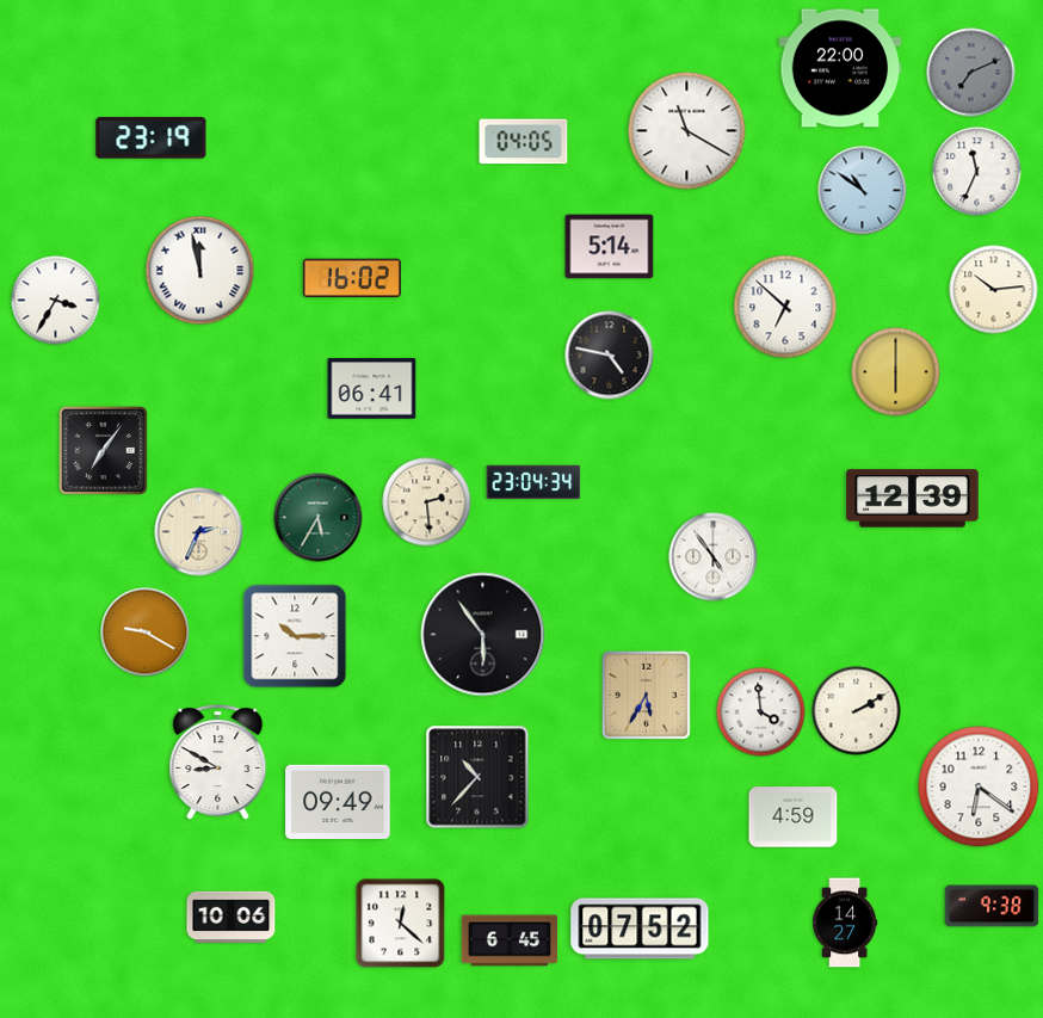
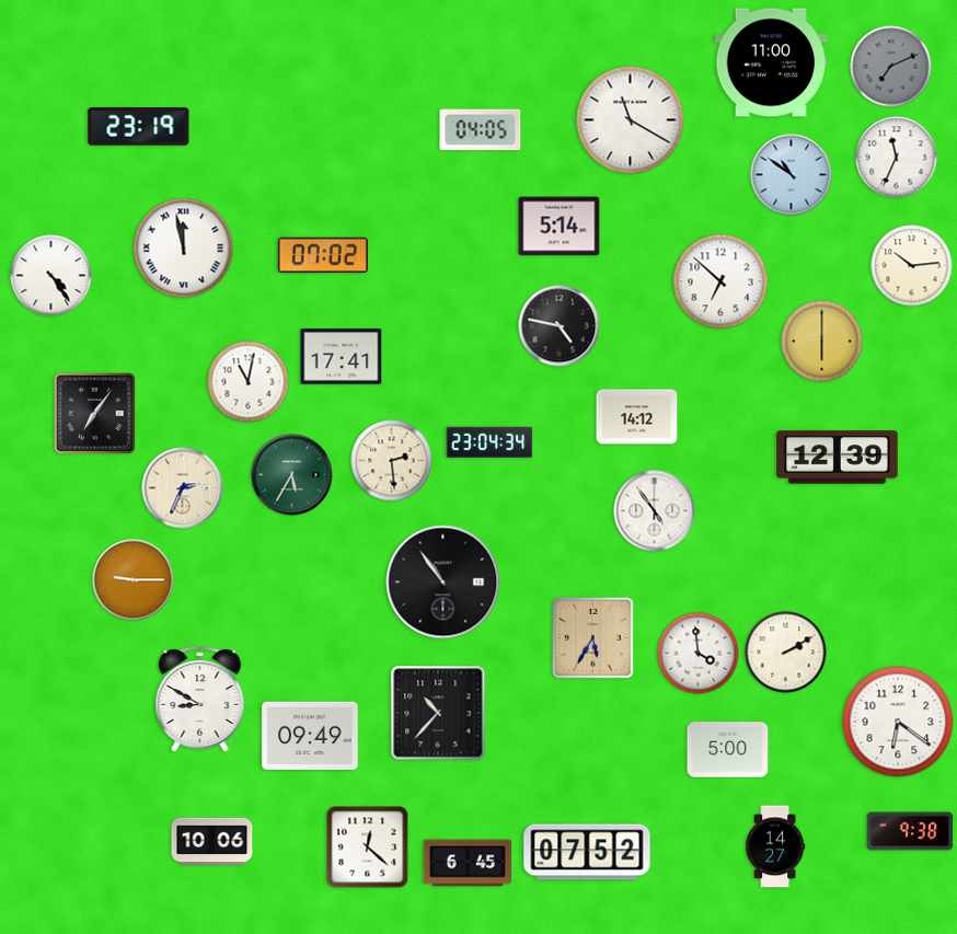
clock at (840, 68): 22:00 -> 11:00
clock at (352, 278): 16:02 -> 07:02
clock at (56, 301): 3:35 -> 4:24
clock at (372, 389): 06:41 -> 17:41
clock at (249, 382): none -> 11:02
clock at (637, 417): none -> 14:12
clock at (146, 633): 9:20 -> 9:15
clock at (483, 635): 5:54 -> 10:54
clock at (295, 636): 10:15 -> none
clock at (794, 818): 4:59 -> 5:00
